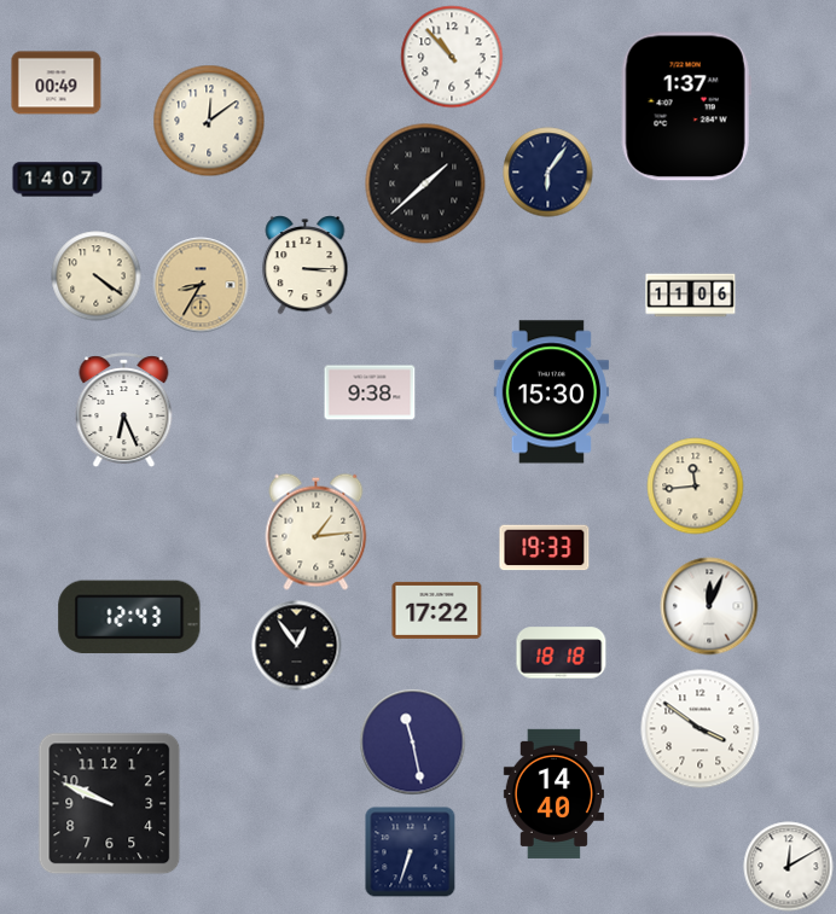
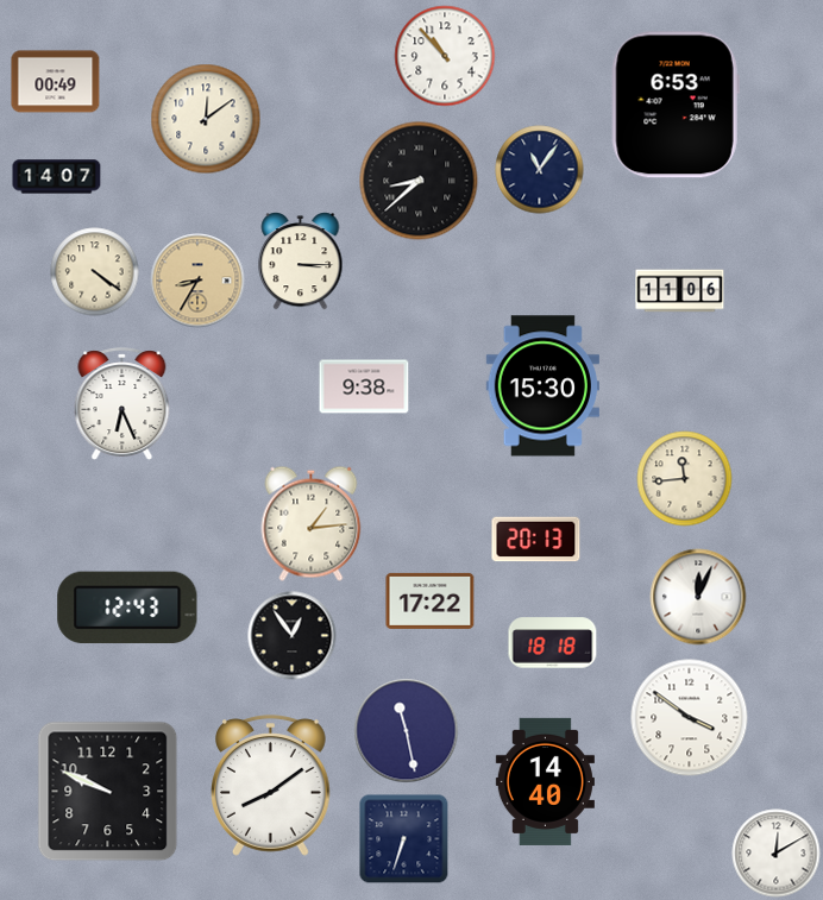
clock at (686, 106): 1:37 -> 6:53
clock at (548, 173): 6:06 -> 11:06
clock at (425, 184): 1:38 -> 8:38
clock at (545, 548): 19:33 -> 20:13
clock at (271, 786): none -> 8:09
